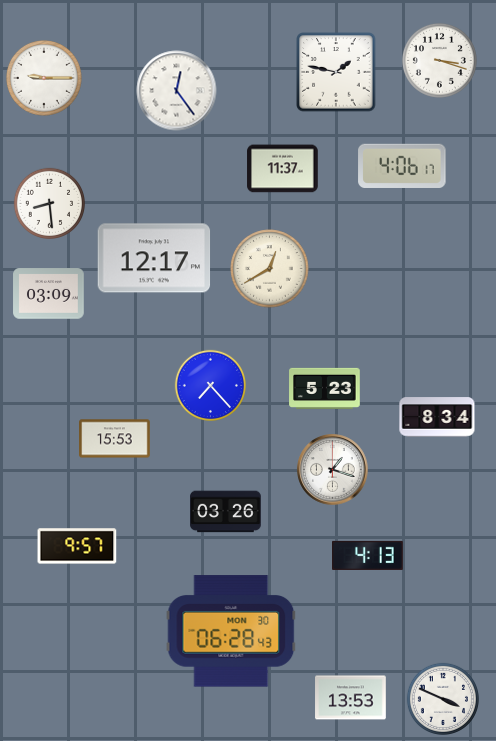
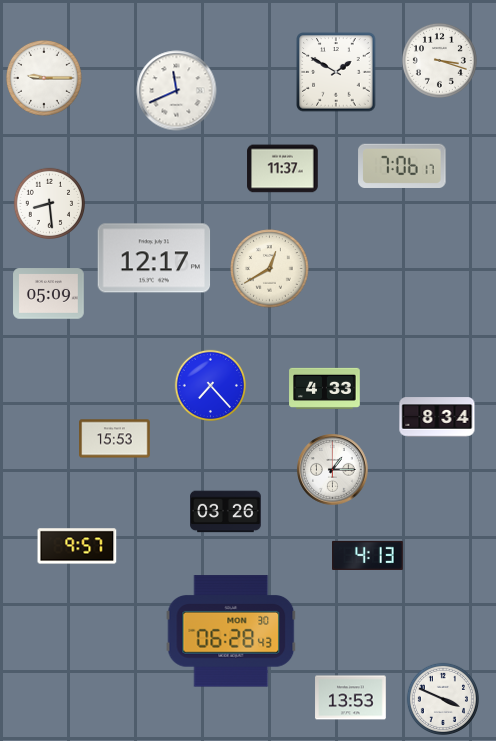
clock at (336, 72): 1:47 -> 1:50
clock at (177, 91): 12:24 -> 11:41
clock at (402, 166): 4:06 -> 7:06
clock at (49, 294): 03:09 -> 05:09
clock at (325, 388): 5:23 -> 4:33
clock at (333, 470): 1:18 -> 1:15
